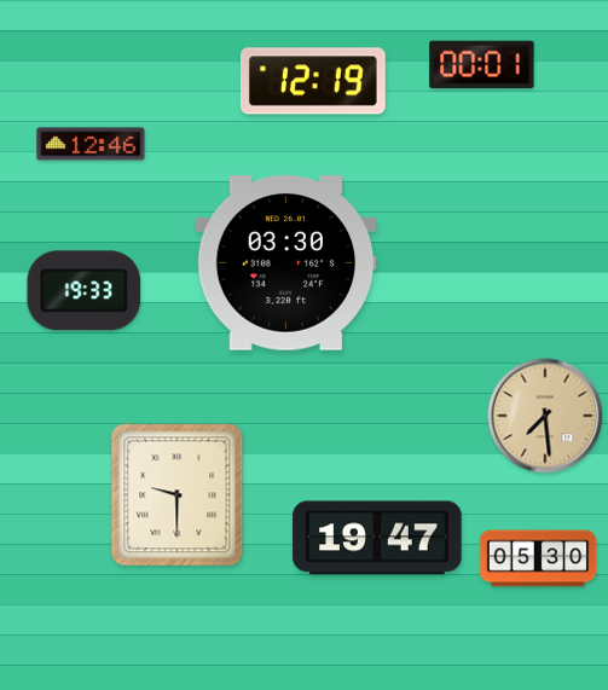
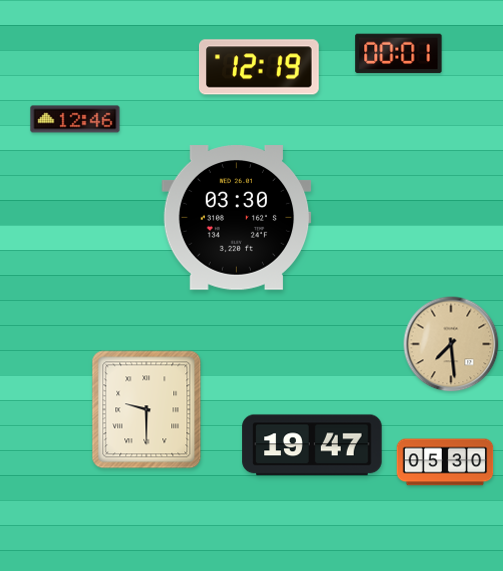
clock at (85, 291): 19:33 -> none
